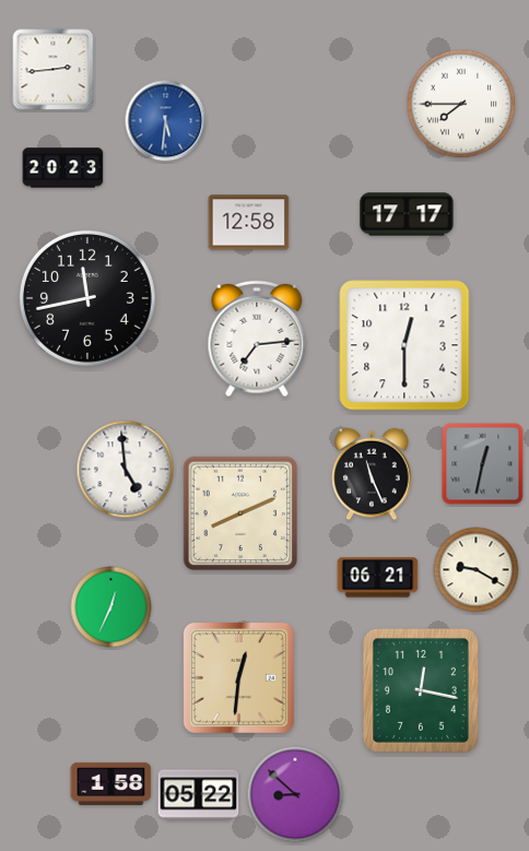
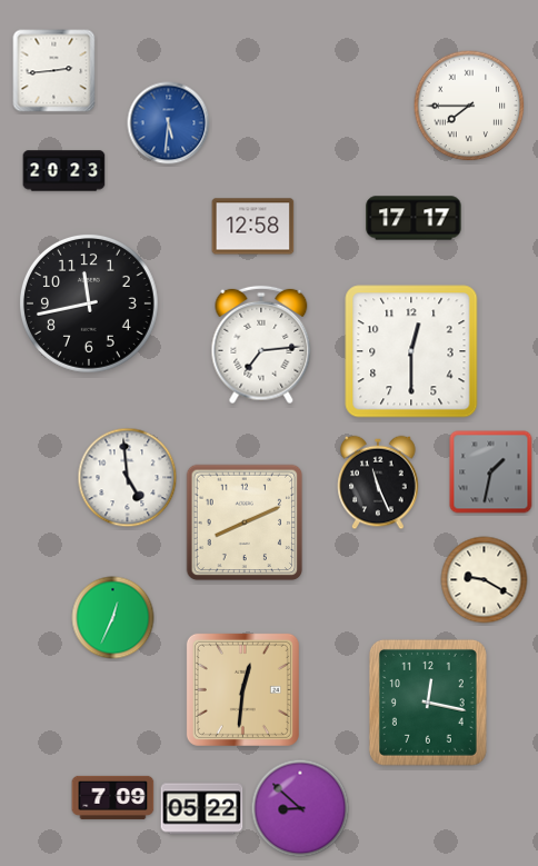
clock at (483, 464): 12:32 -> 1:32
clock at (378, 578): 06:21 -> none
clock at (111, 783): 1:58 -> 7:09
